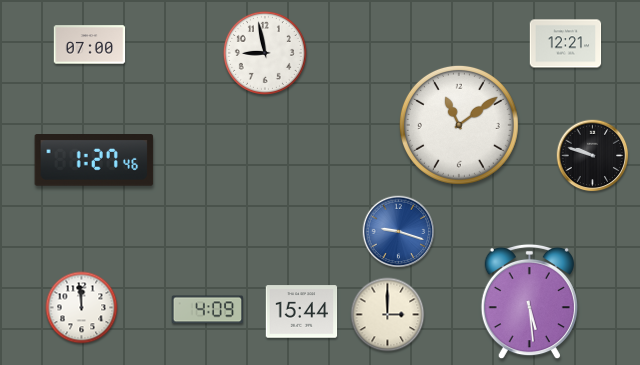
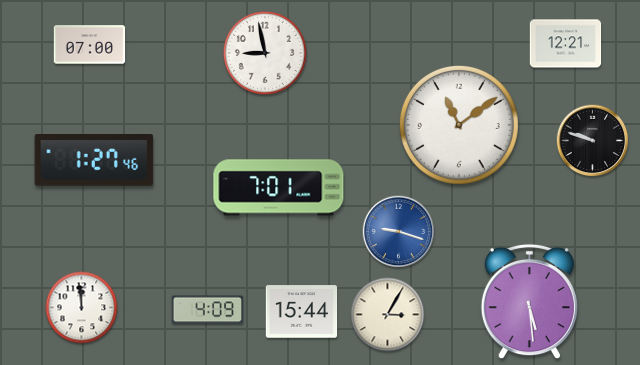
clock at (593, 156) position: (593, 156) -> (593, 141)
clock at (279, 188): none -> 7:01
clock at (388, 315): 3:00 -> 3:05
